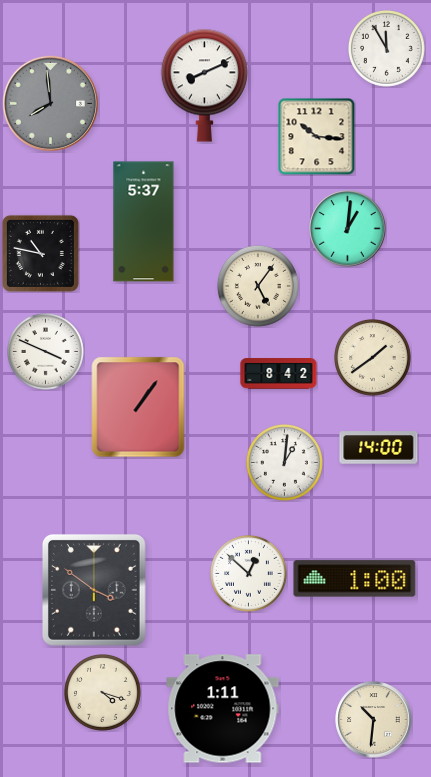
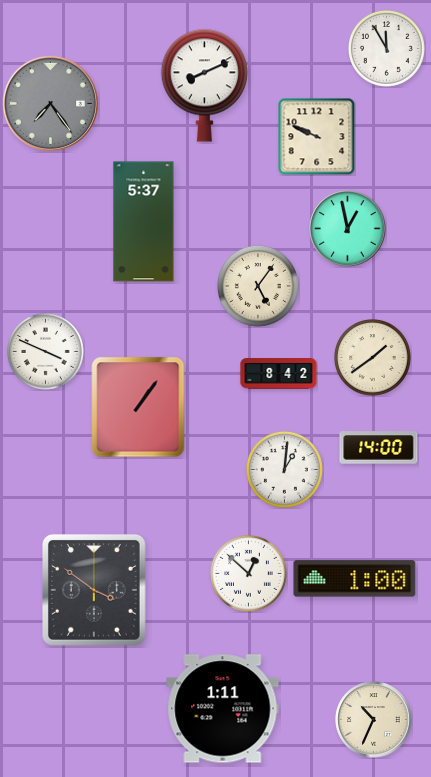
clock at (50, 103): 7:59 -> 7:24
clock at (316, 136): 10:16 -> 9:49
clock at (348, 229): 1:01 -> 12:58
clock at (40, 253): 10:47 -> none
clock at (285, 463) position: (285, 463) -> (285, 470)
clock at (103, 693): 4:18 -> none
clock at (374, 720): 10:31 -> 10:34
